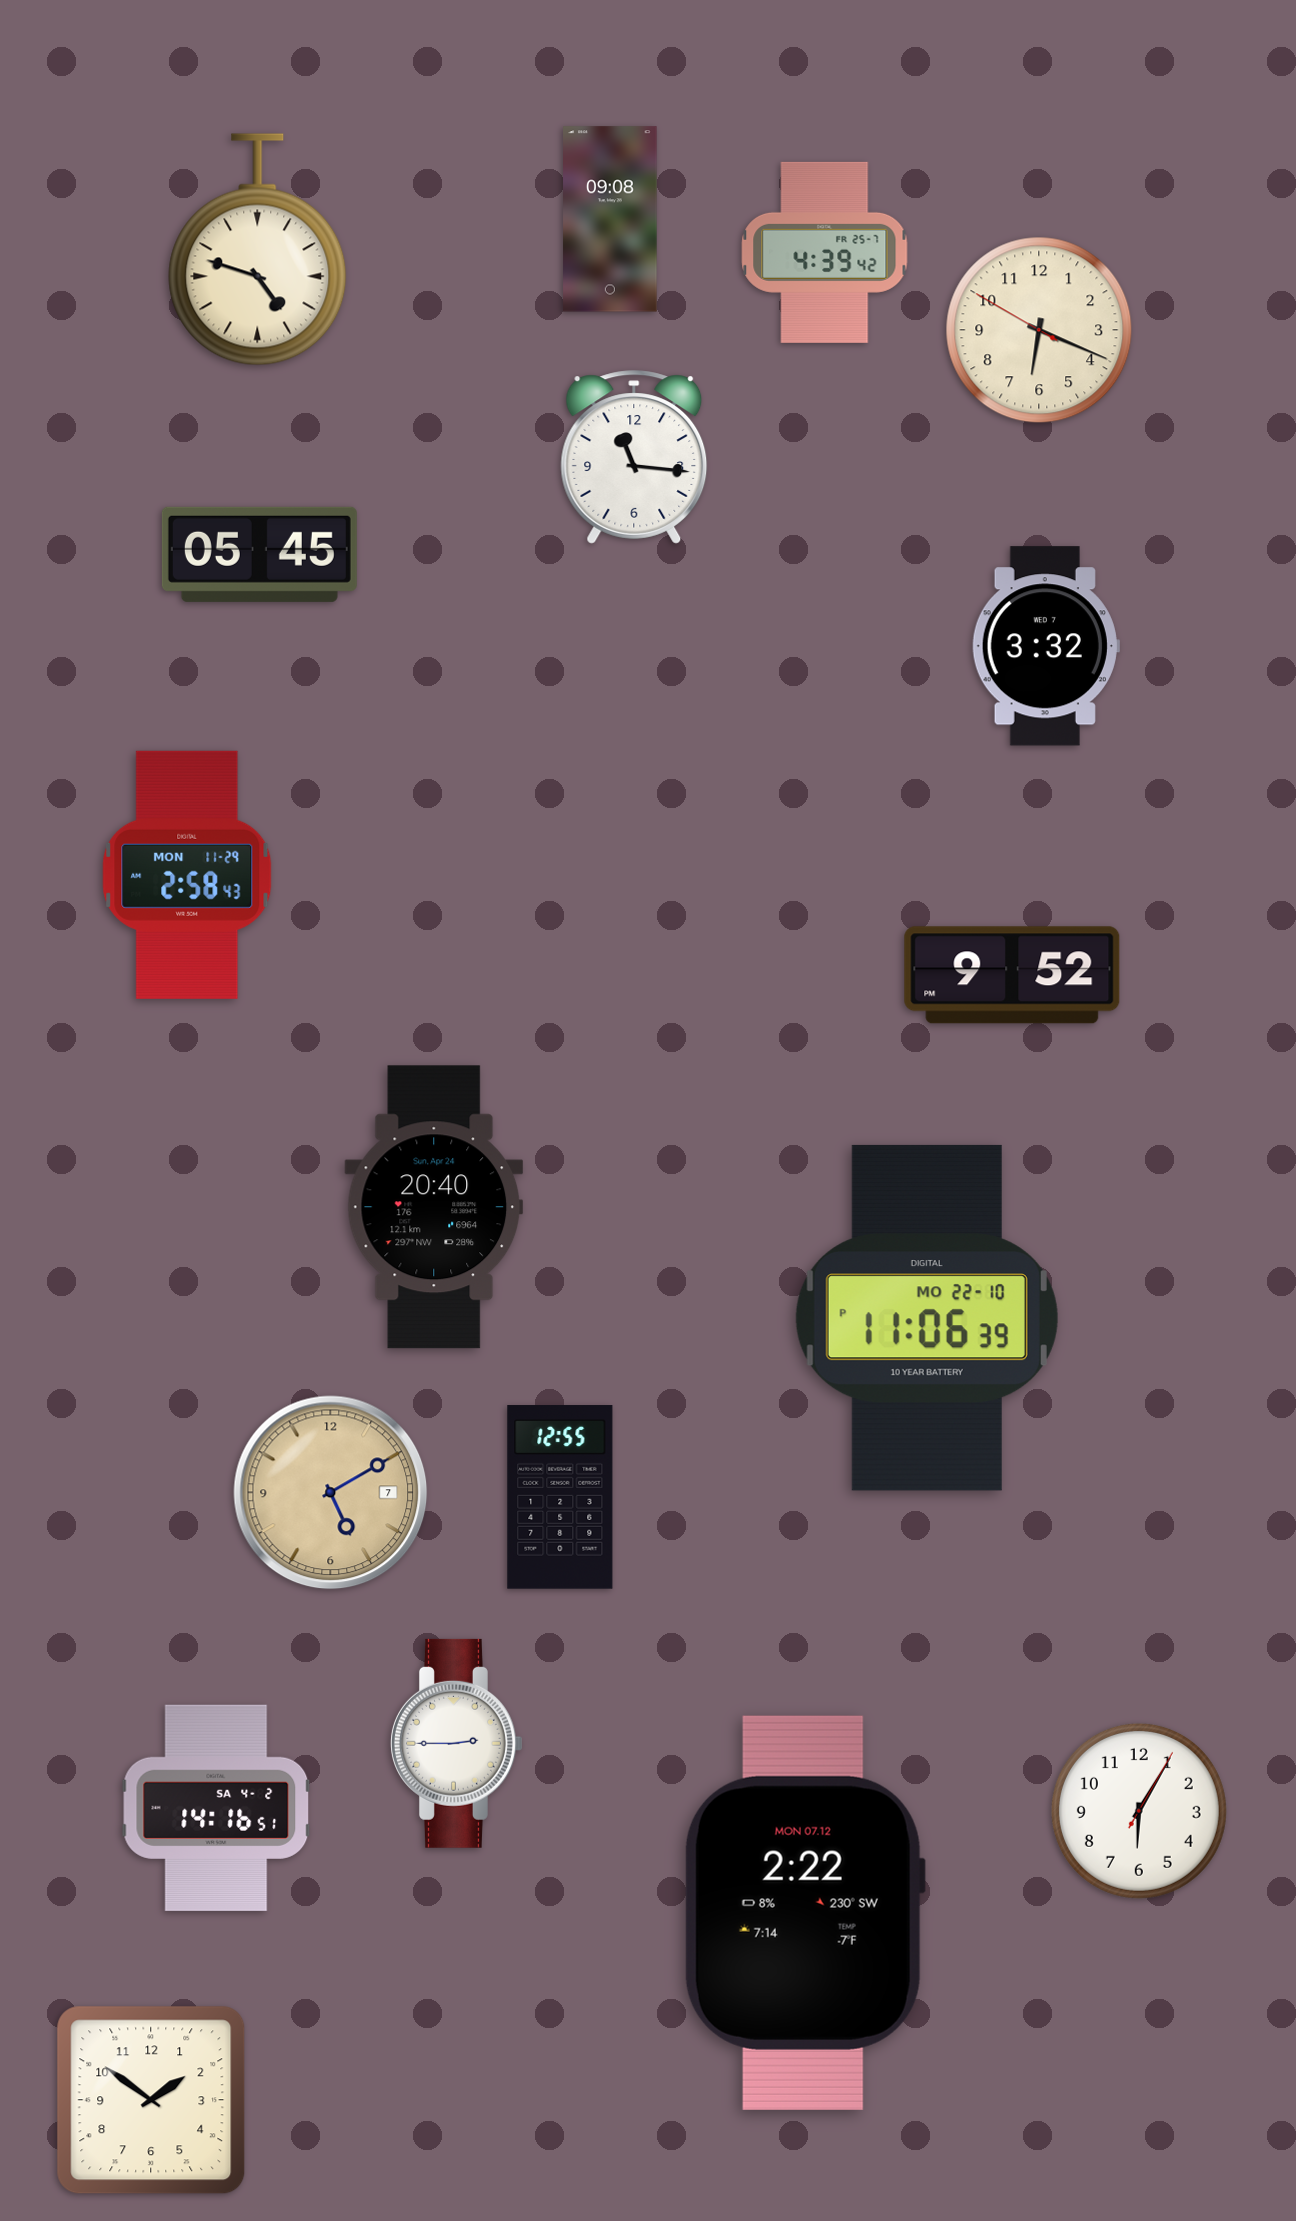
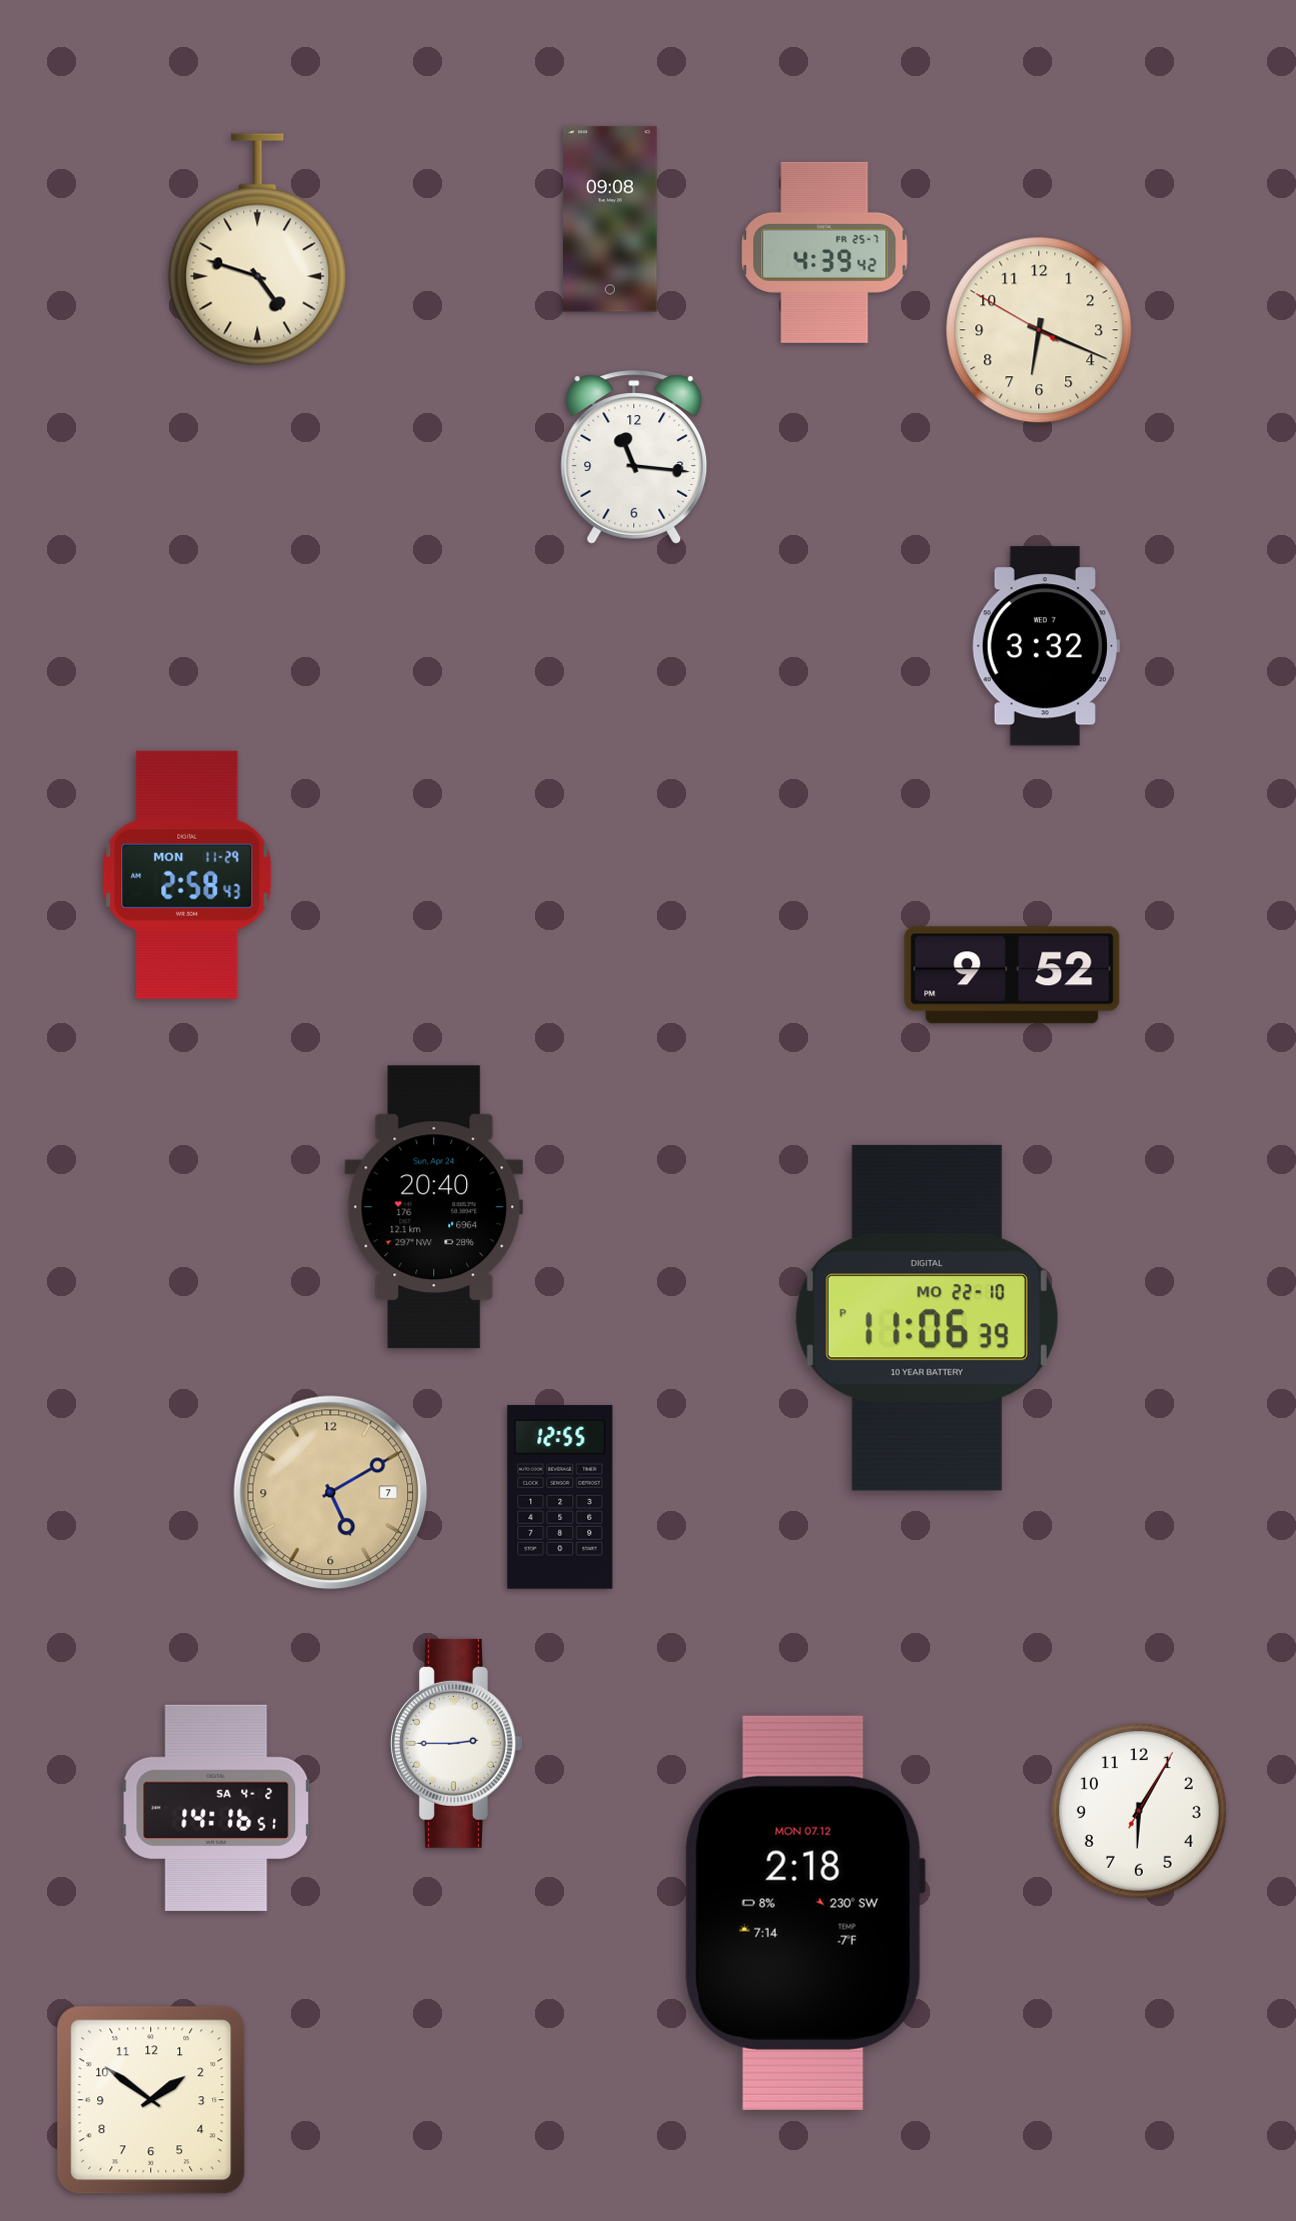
clock at (259, 554): 05:45 -> none
clock at (804, 1913): 2:22 -> 2:18
